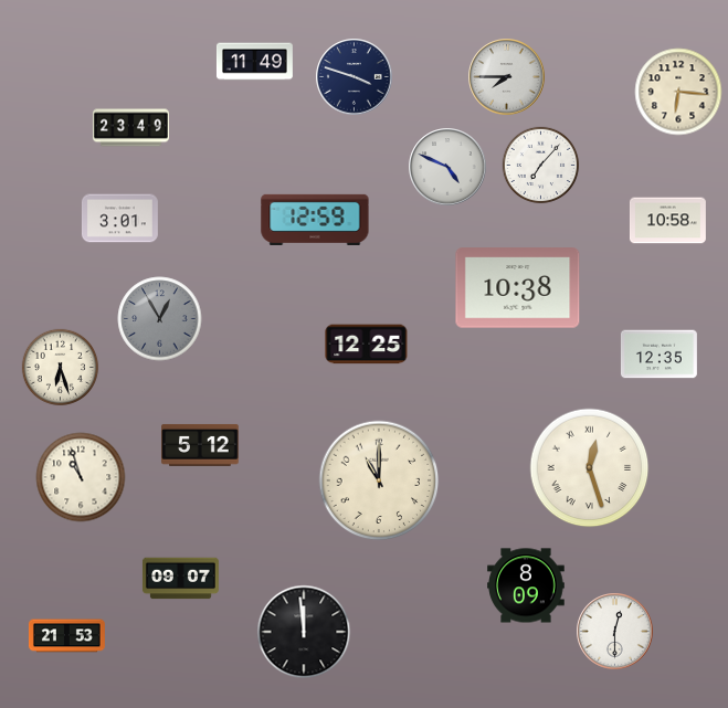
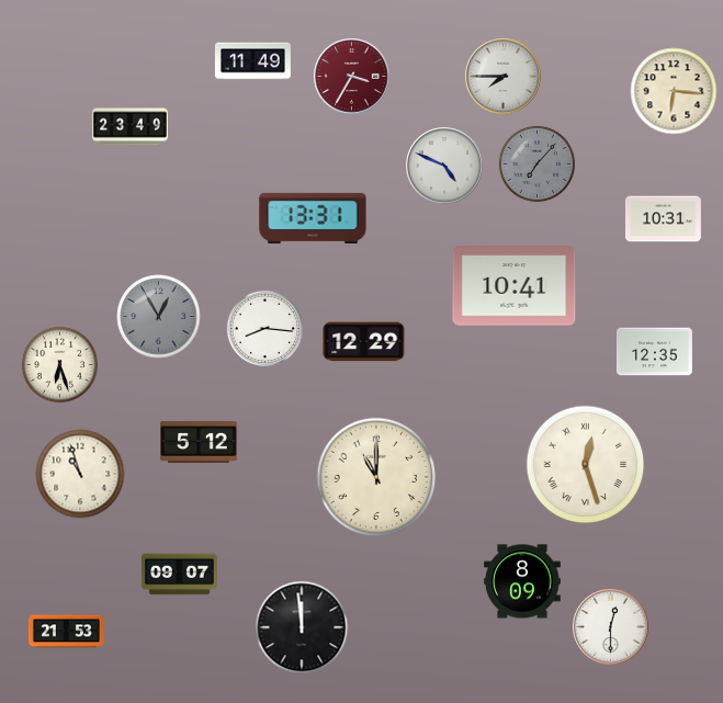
clock at (355, 77): 3:48 -> 3:35
clock at (355, 77) dial: navy -> burgundy
clock at (541, 166) dial: white -> grey
clock at (119, 219): 3:01 -> none
clock at (315, 220): 12:59 -> 13:31
clock at (667, 221): 10:58 -> 10:31
clock at (518, 288): 10:38 -> 10:41
clock at (266, 329): none -> 8:16
clock at (367, 345): 12:25 -> 12:29
